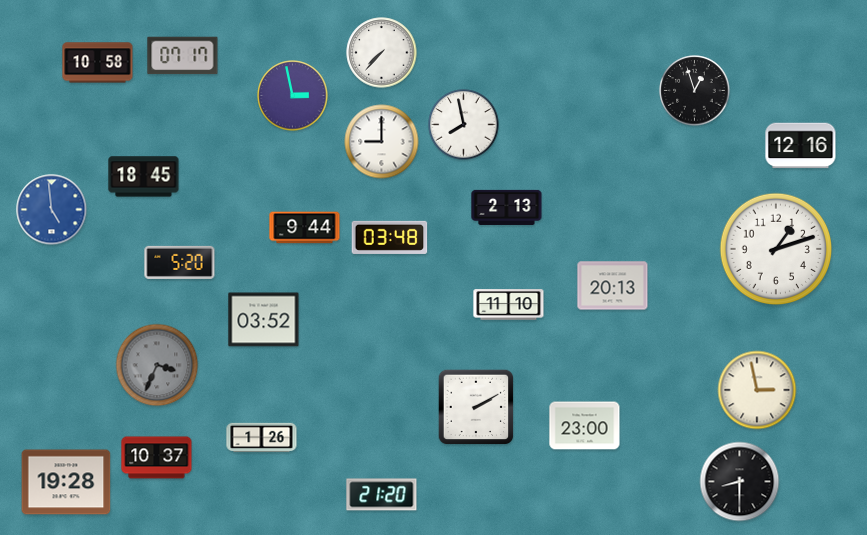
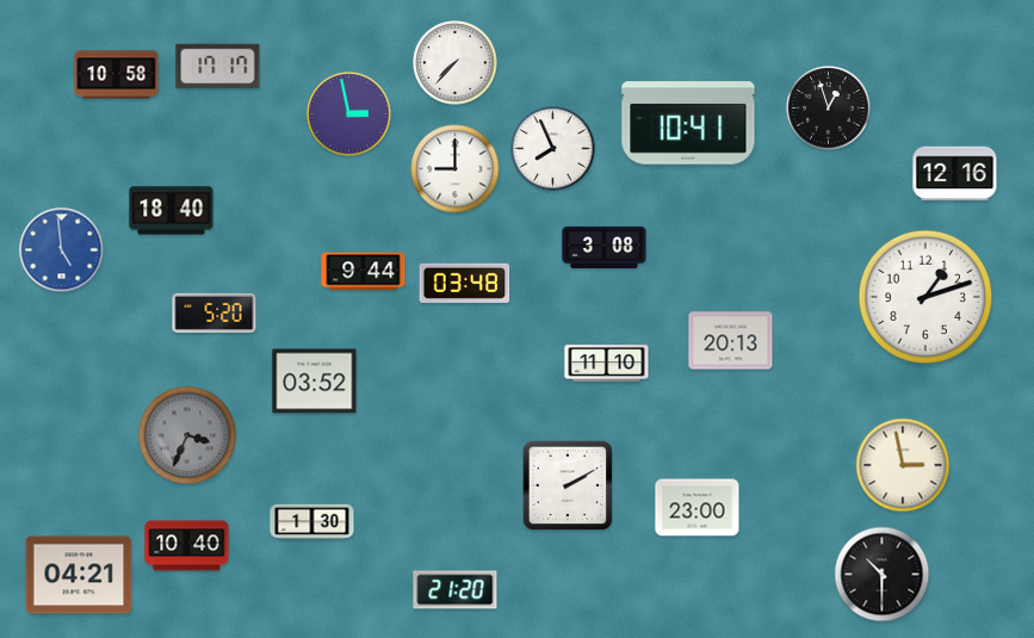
clock at (183, 56): 07:17 -> 17:17
clock at (688, 123): none -> 10:41
clock at (464, 125): 7:58 -> 7:56
clock at (144, 177): 18:45 -> 18:40
clock at (507, 207): 2:13 -> 3:08
clock at (262, 438): 1:26 -> 1:30
clock at (157, 458): 10:37 -> 10:40
clock at (66, 482): 19:28 -> 04:21
clock at (740, 482): 8:30 -> 10:30
